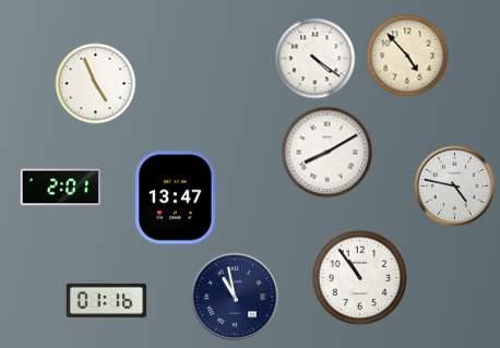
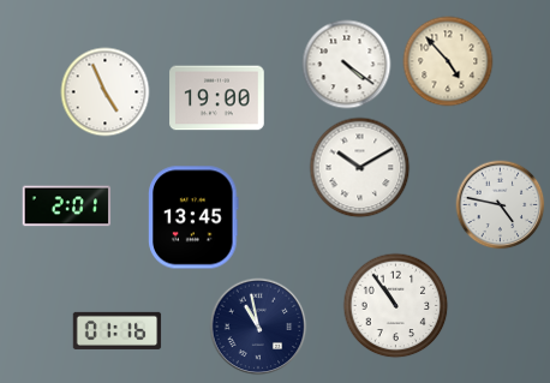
clock at (217, 98): none -> 19:00
clock at (328, 153): 8:10 -> 10:10
clock at (176, 197): 13:47 -> 13:45
